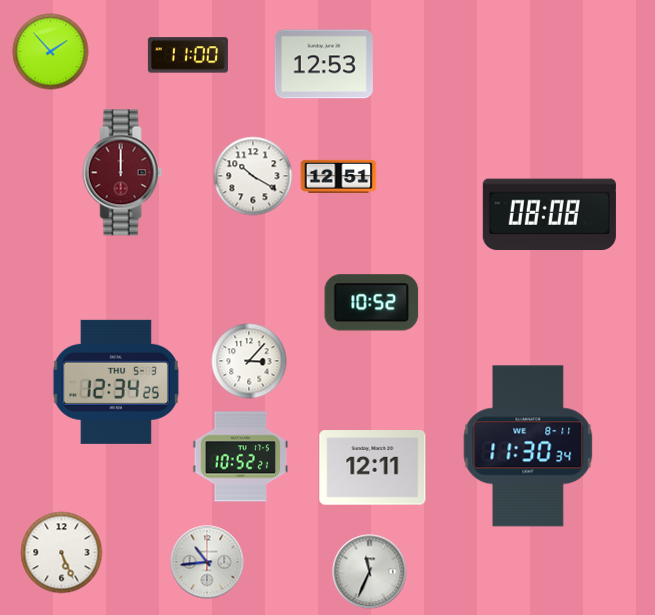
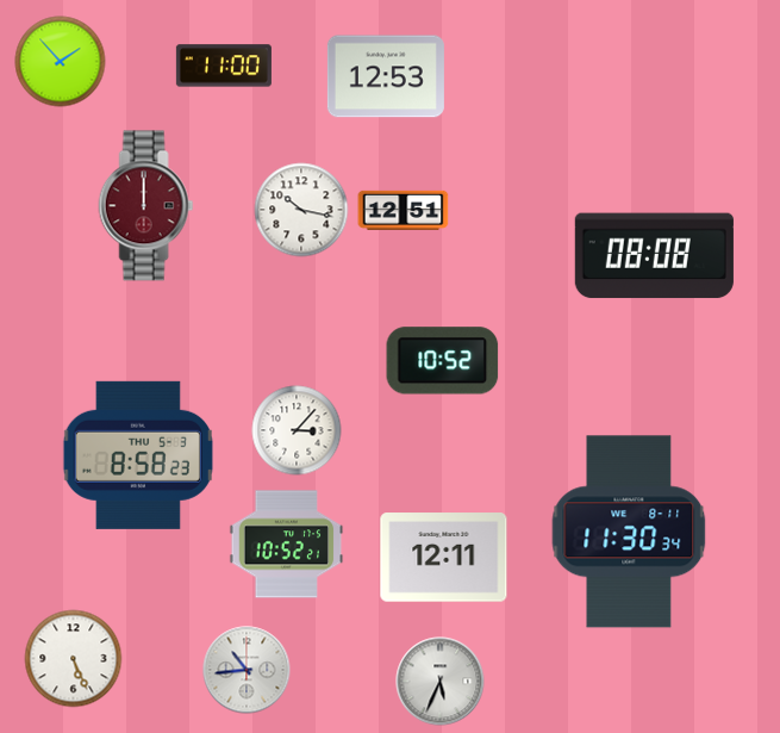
clock at (253, 176): 10:20 -> 10:17
clock at (116, 382): 12:34 -> 8:58
clock at (370, 572): 11:34 -> 5:34
